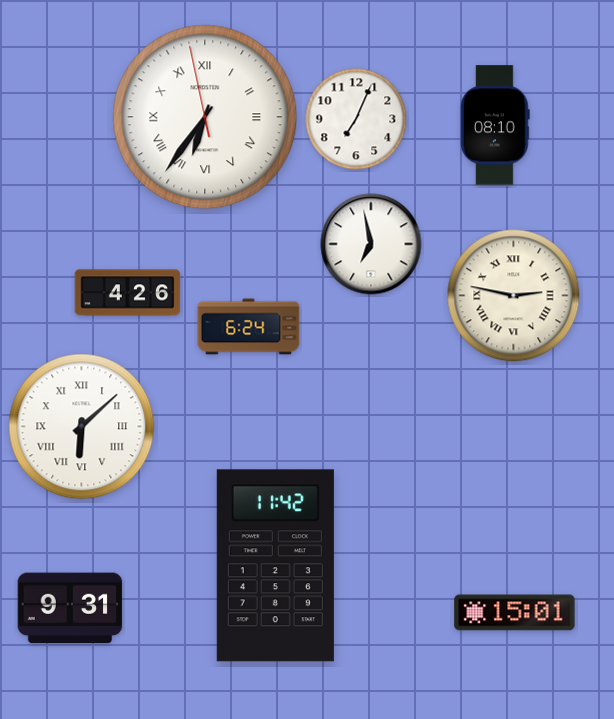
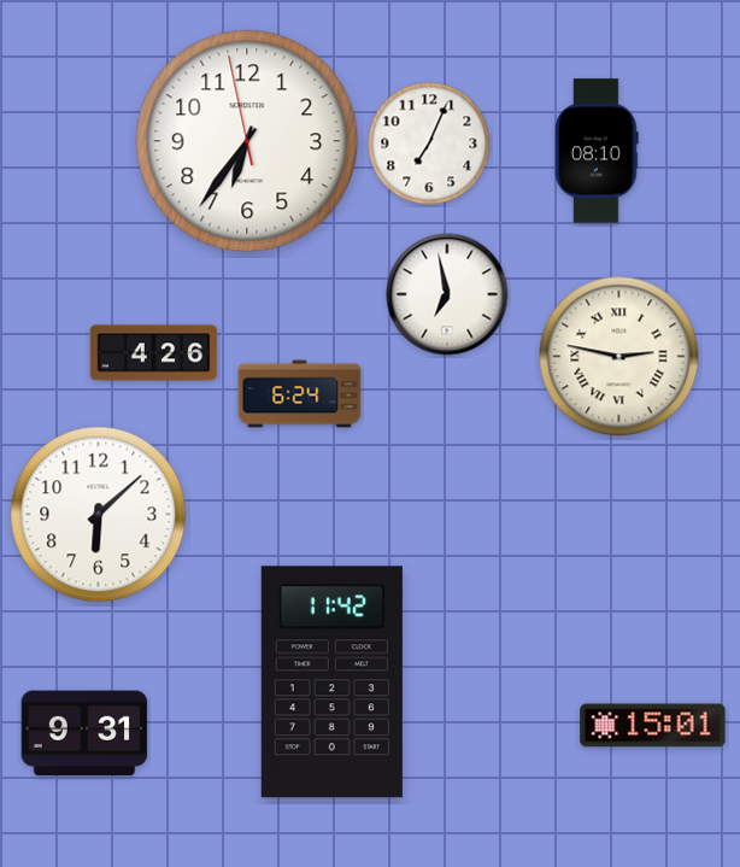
clock at (205, 117) numerals: Roman -> Arabic
clock at (82, 427) numerals: Roman -> Arabic
clock at (515, 613) position: (515, 613) -> (653, 726)
